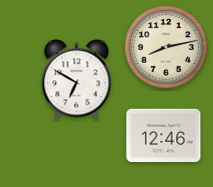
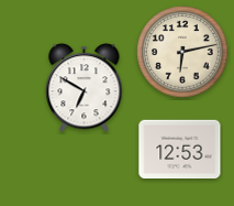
clock at (166, 47): 8:13 -> 6:13
clock at (164, 136): 12:46 -> 12:53
